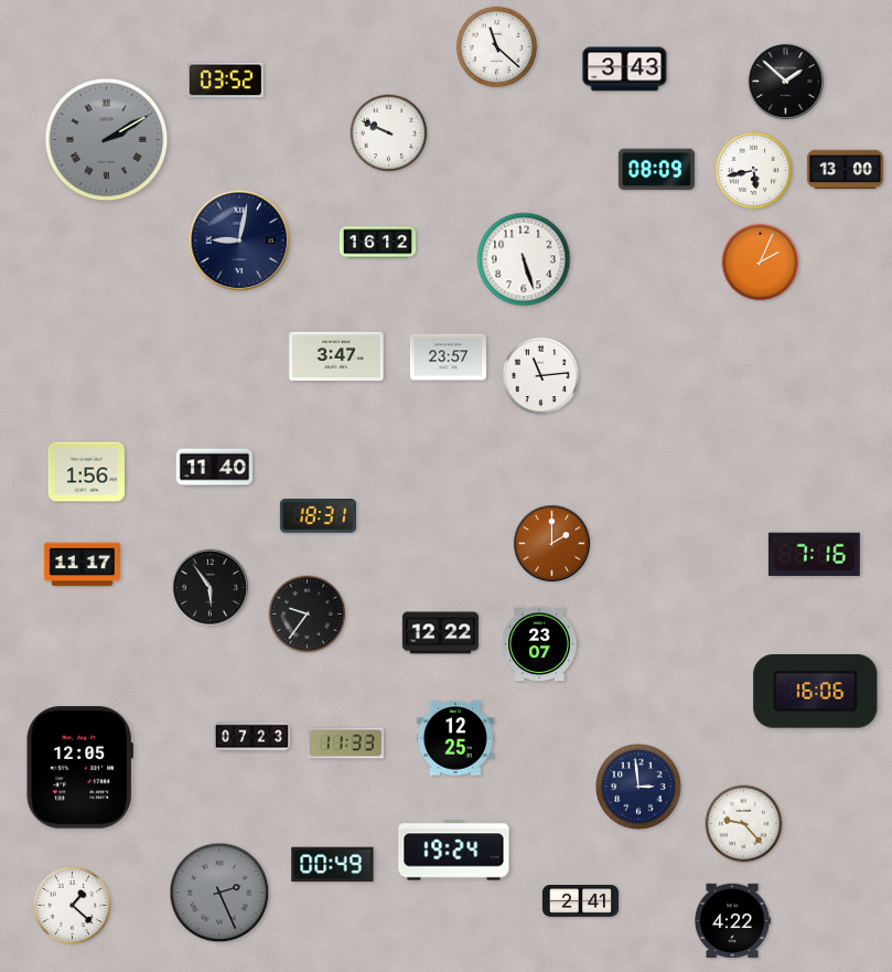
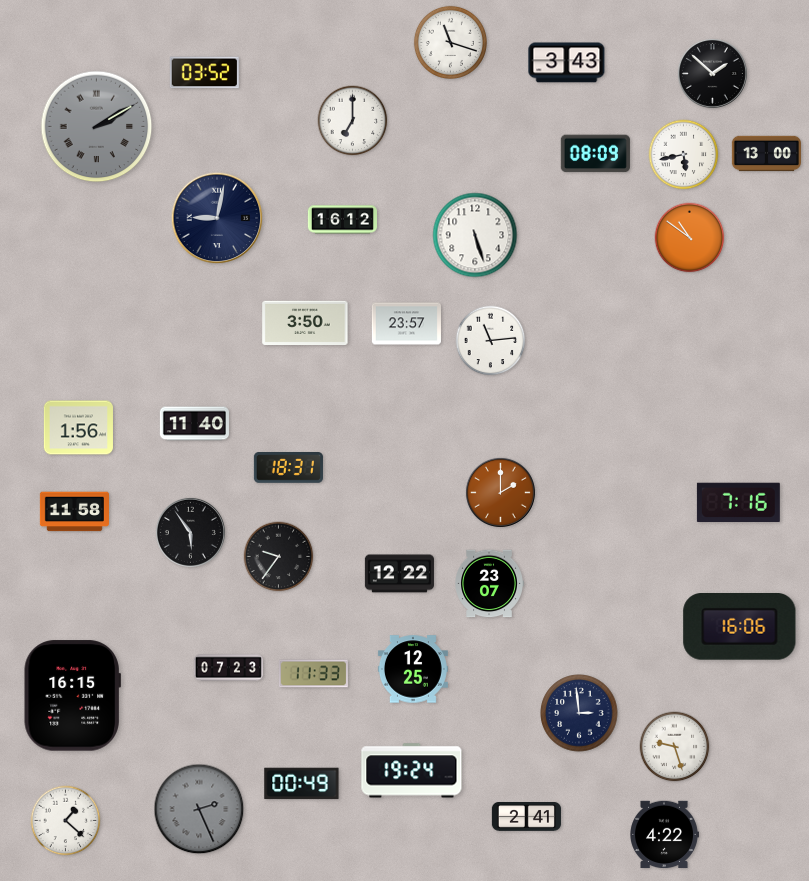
clock at (496, 46): 11:22 -> 11:18
clock at (389, 133): 9:49 -> 7:00
clock at (761, 263): 2:04 -> 10:51
clock at (336, 355): 3:47 -> 3:50
clock at (82, 565): 11:17 -> 11:58
clock at (79, 768): 12:05 -> 16:15
clock at (744, 824): 9:23 -> 9:27
